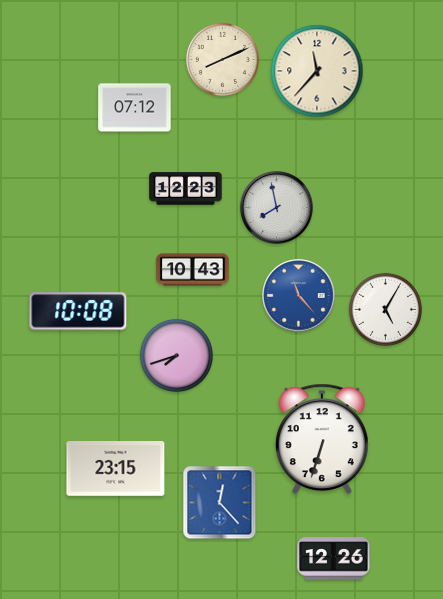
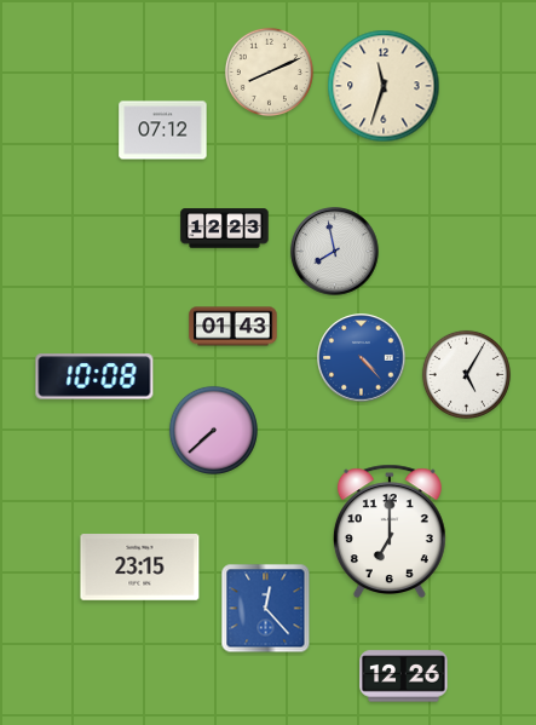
clock at (317, 71): 11:37 -> 11:33
clock at (193, 270): 10:43 -> 01:43
clock at (299, 296): 11:23 -> 4:23
clock at (176, 355): 7:42 -> 7:38
clock at (322, 439): 6:33 -> 7:00
